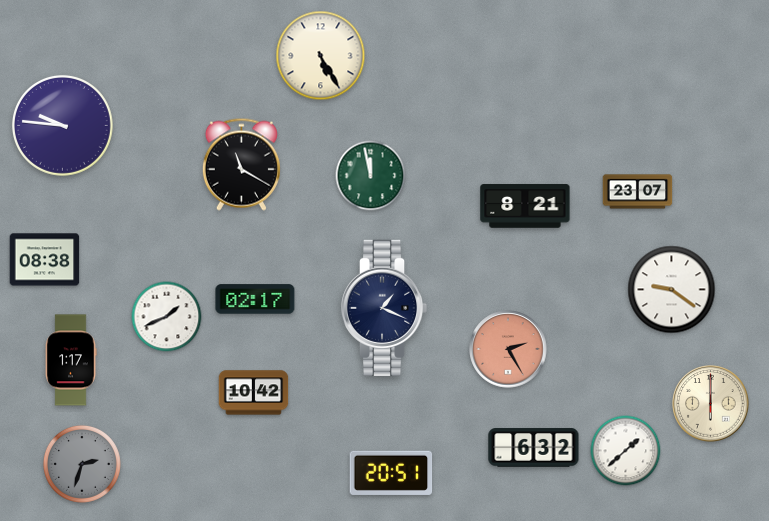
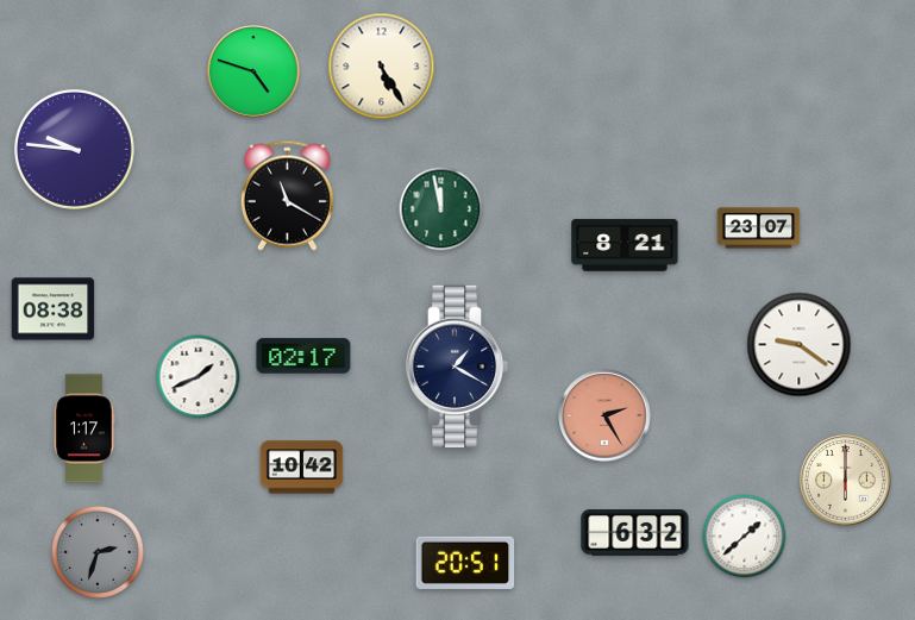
clock at (253, 71): none -> 4:48
clock at (384, 308): 1:19 -> 1:20
